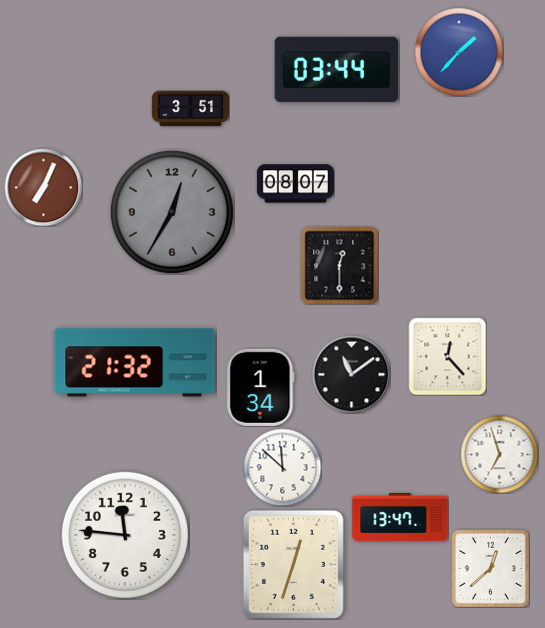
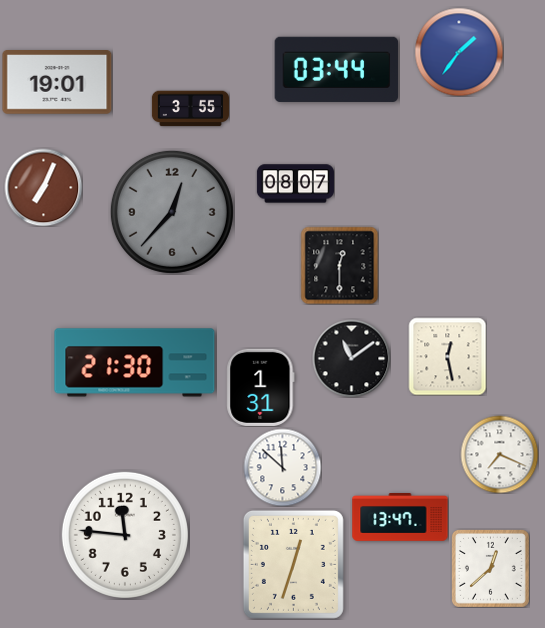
clock at (459, 52): 1:37 -> 1:36
clock at (57, 82): none -> 19:01
clock at (190, 109): 3:51 -> 3:55
clock at (172, 212): 12:35 -> 12:37
clock at (447, 356): 12:23 -> 12:28
clock at (135, 363): 21:32 -> 21:30
clock at (351, 374) position: (351, 374) -> (351, 358)
clock at (261, 387): 1:34 -> 1:31
clock at (499, 454): 6:57 -> 7:19
